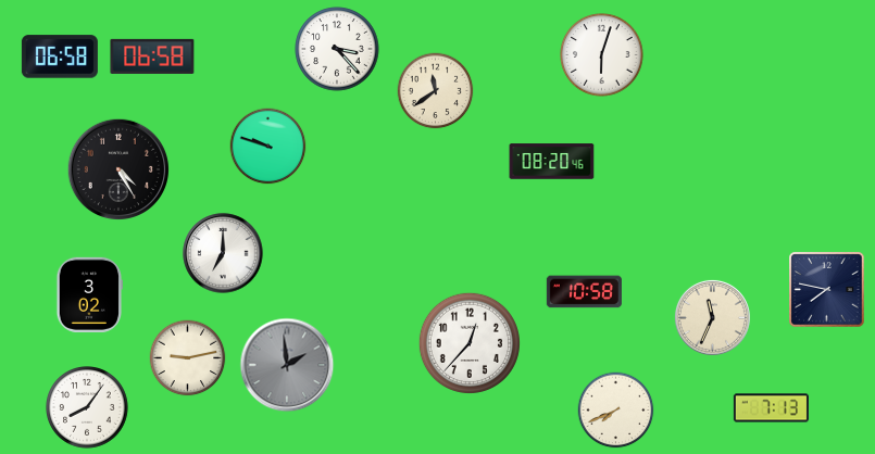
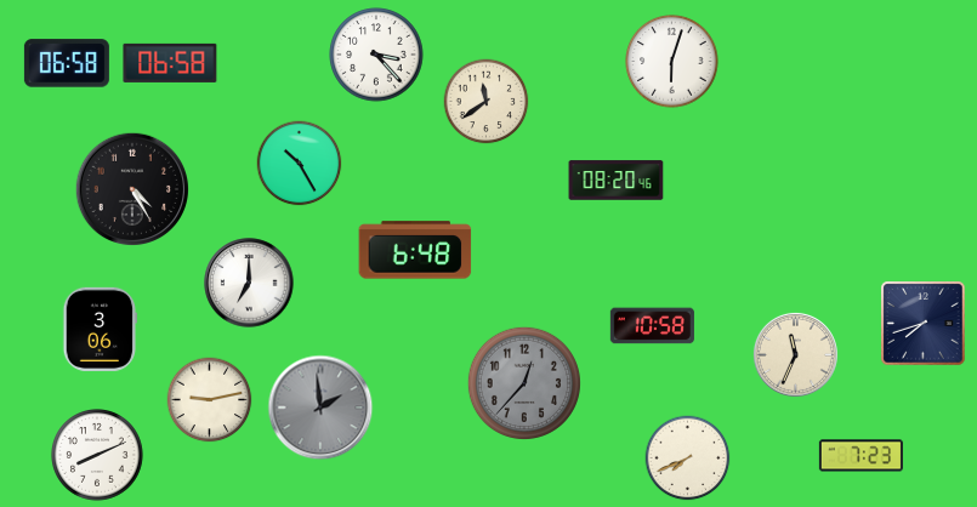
clock at (268, 147): 9:48 -> 10:25
clock at (415, 250): none -> 6:48
clock at (827, 290): 7:47 -> 7:42
clock at (89, 294): 3:02 -> 3:06
clock at (470, 343) dial: white -> grey
clock at (88, 408): 8:06 -> 8:11
clock at (771, 408): 7:13 -> 7:23
